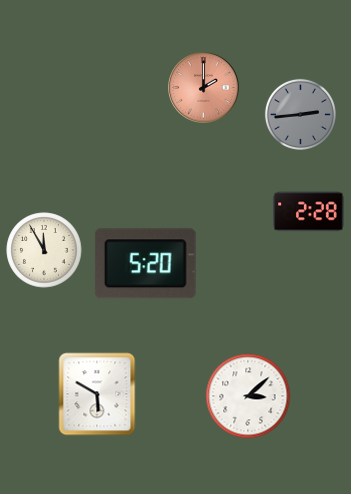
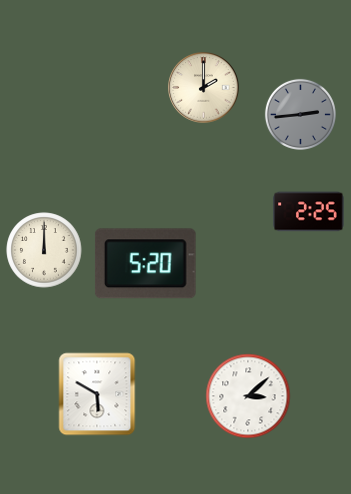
clock at (204, 88) dial: salmon -> cream
clock at (309, 212): 2:28 -> 2:25
clock at (44, 250): 11:55 -> 12:00
